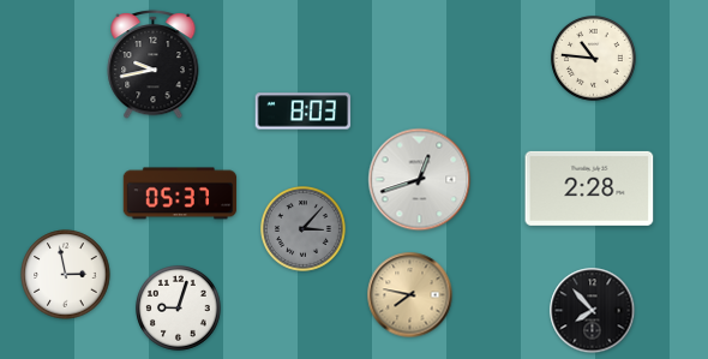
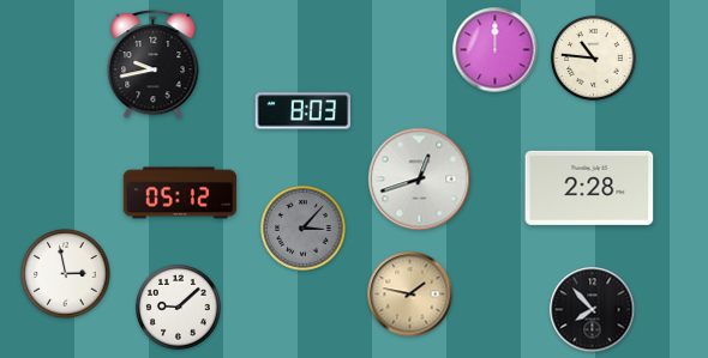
clock at (496, 50): none -> 12:00
clock at (180, 193): 05:37 -> 05:12
clock at (410, 295): 7:47 -> 1:47
clock at (179, 309): 9:03 -> 9:08
